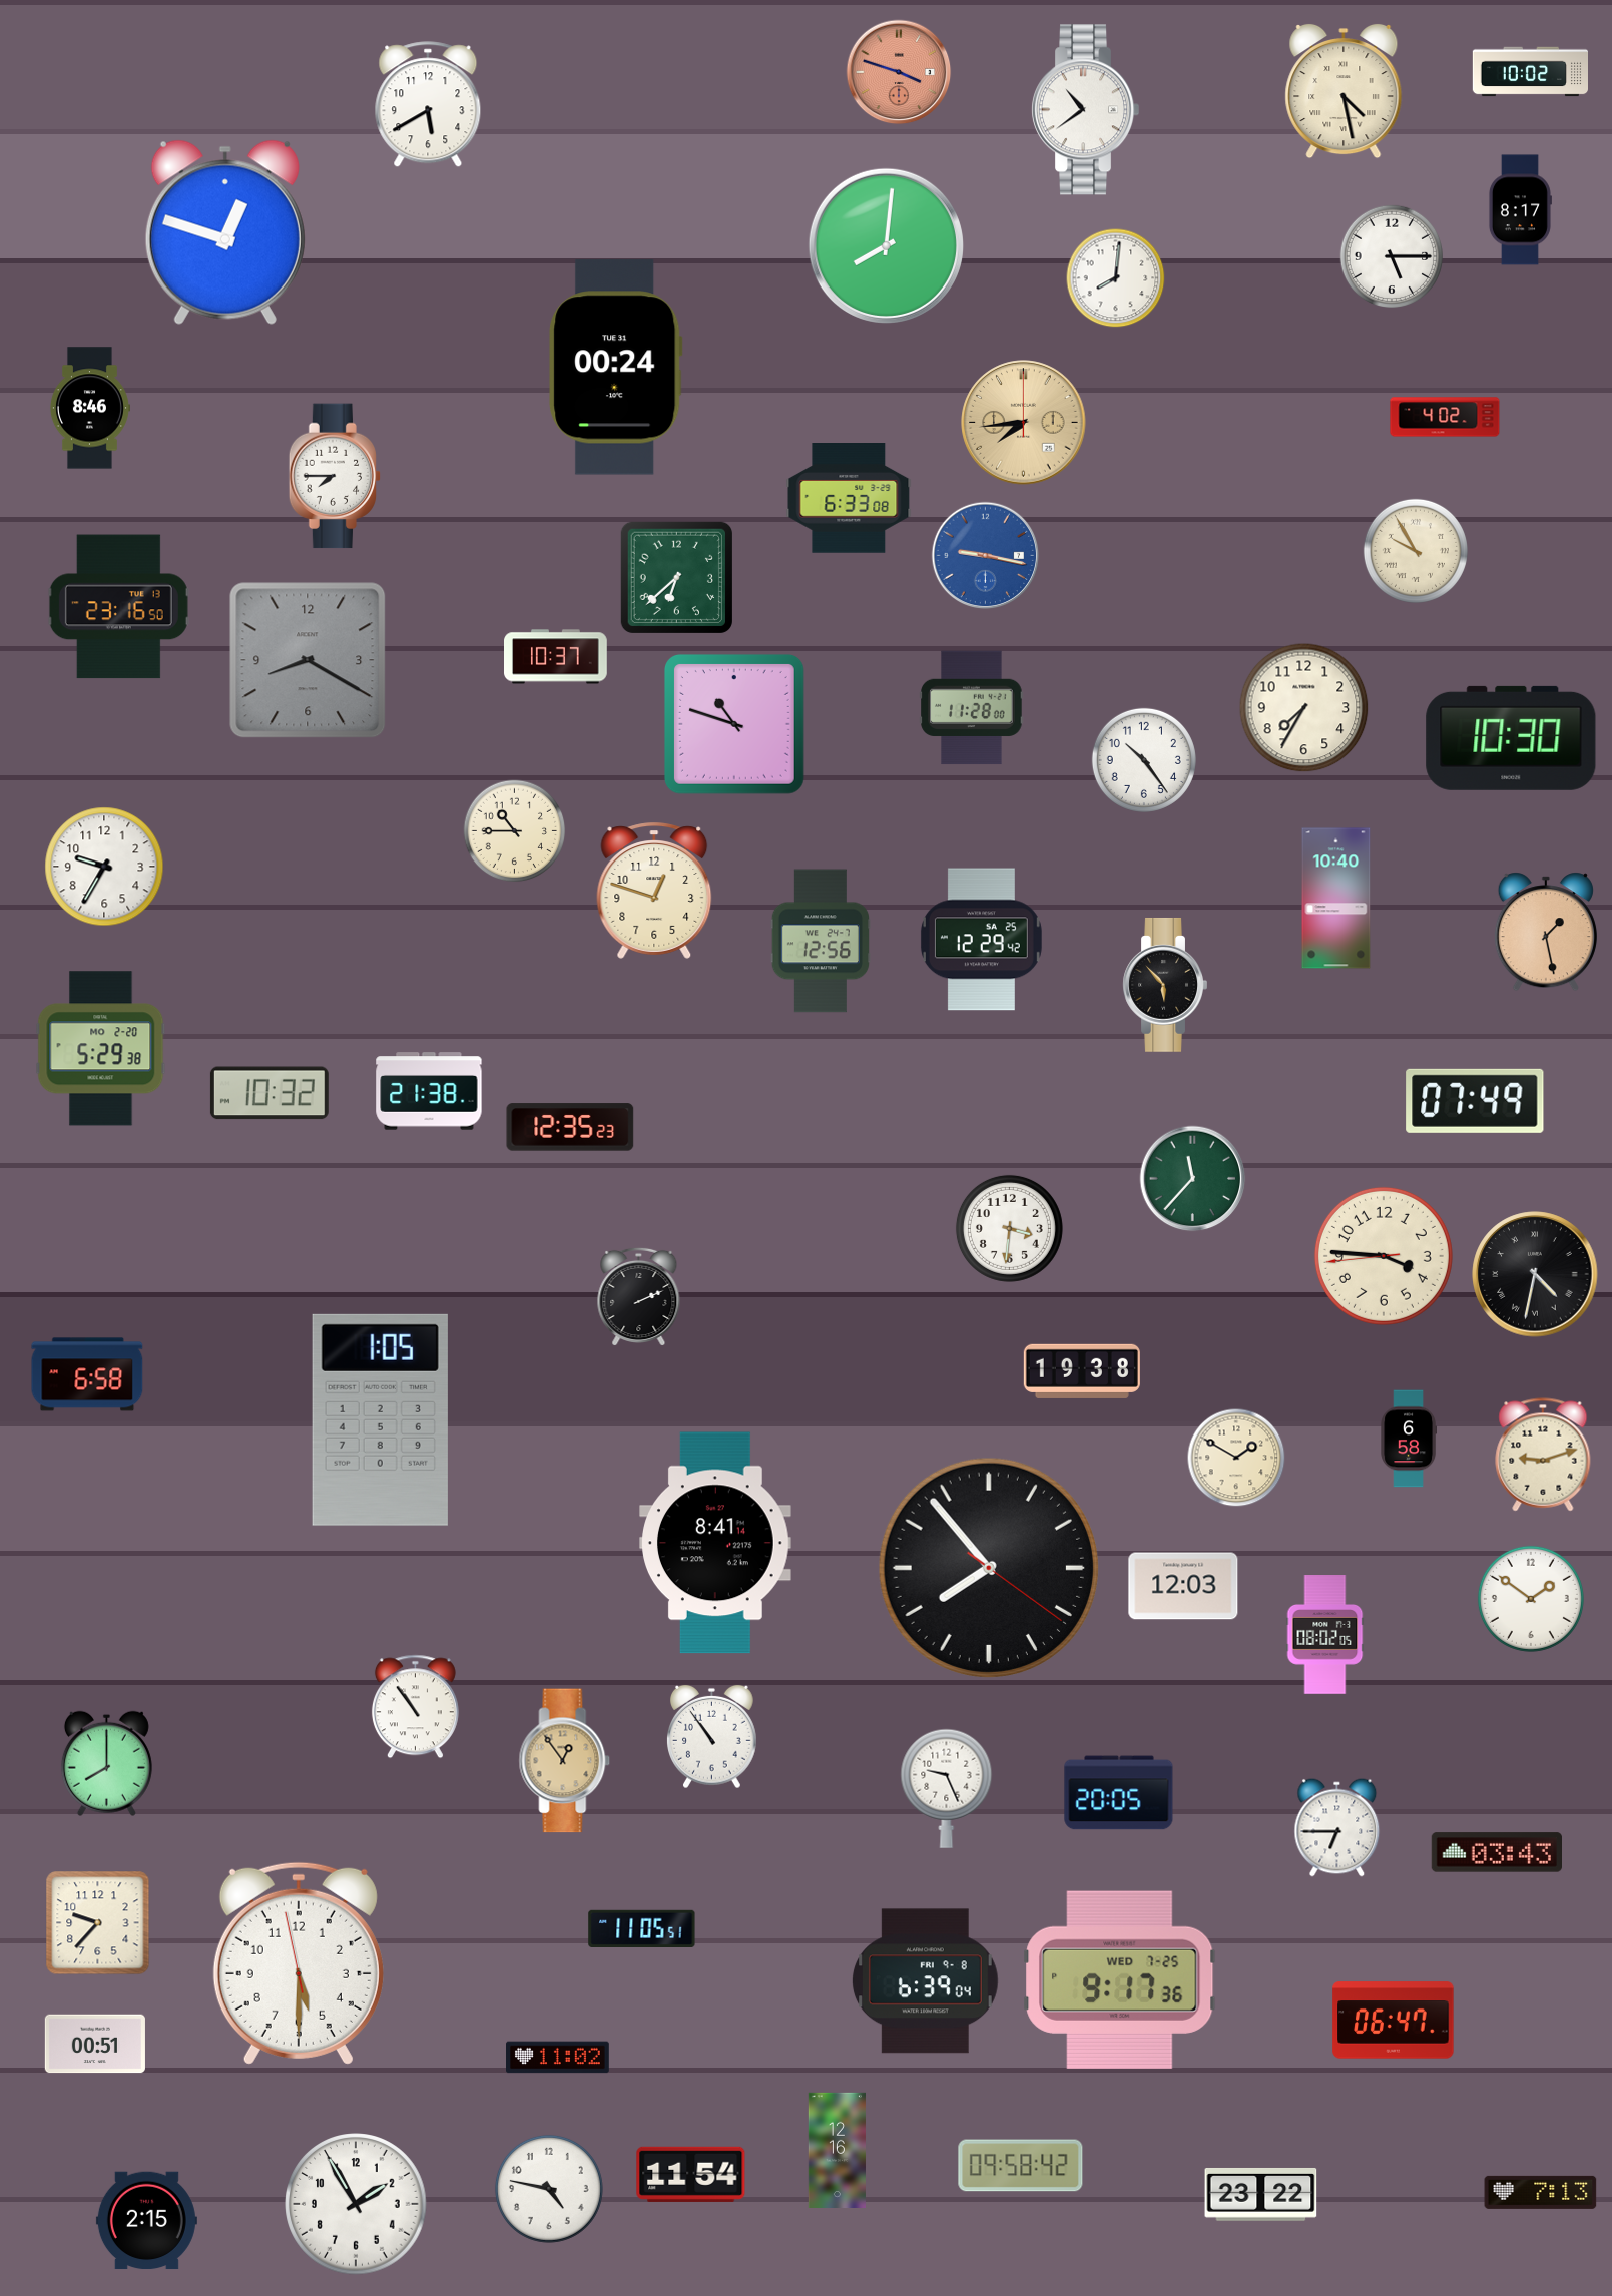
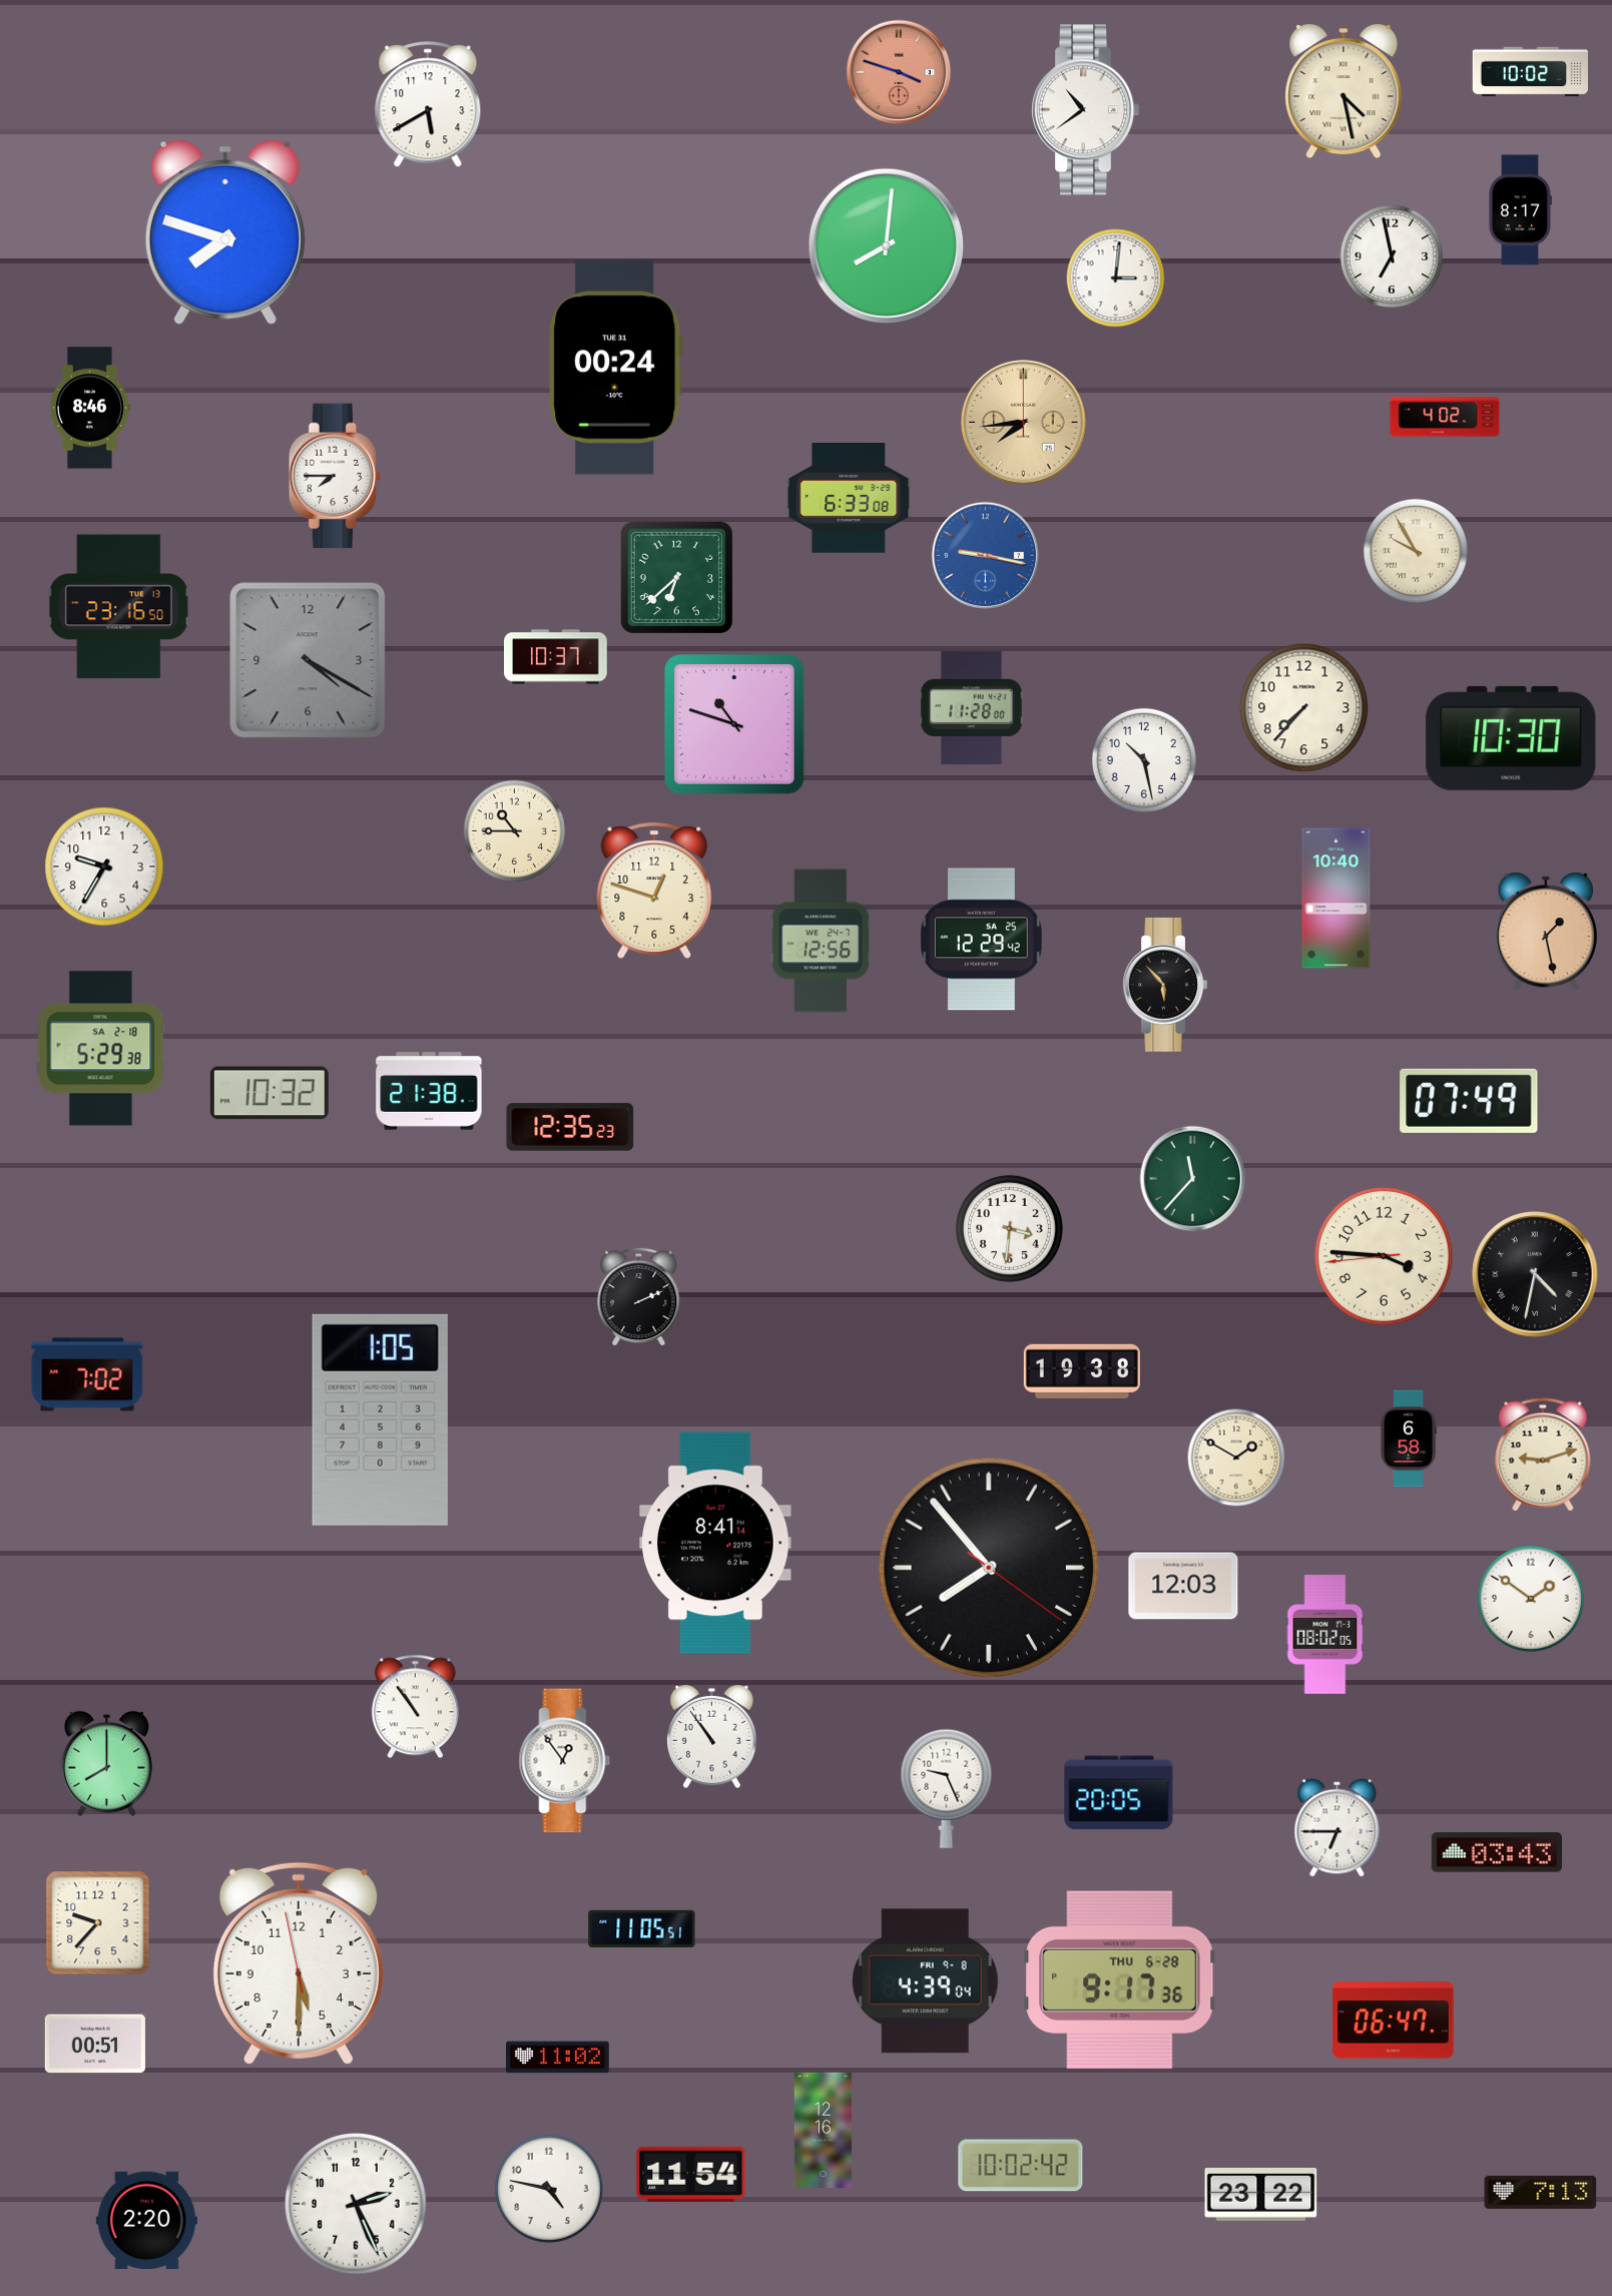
clock at (225, 232): 12:48 -> 7:48
clock at (1391, 255): 5:15 -> 6:58
clock at (1116, 278): 8:01 -> 3:01
clock at (308, 660): 8:20 -> 4:20
clock at (1304, 708): 7:35 -> 7:37
clock at (1144, 760): 10:24 -> 10:28
clock at (101, 1049) date: MO 2-20 -> SA 2-18
clock at (1475, 1101) position: (1475, 1101) -> (1469, 1101)
clock at (87, 1374): 6:58 -> 7:02
clock at (565, 1761) dial: champagne -> white
clock at (1120, 1979) date: WED 7-25 -> THU 6-28
clock at (925, 1981): 6:39 -> 4:39
clock at (837, 2150) position: (837, 2150) -> (823, 2130)
clock at (1021, 2166): 09:58 -> 10:02
clock at (356, 2204): 1:55 -> 2:26
clock at (146, 2221): 2:15 -> 2:20
